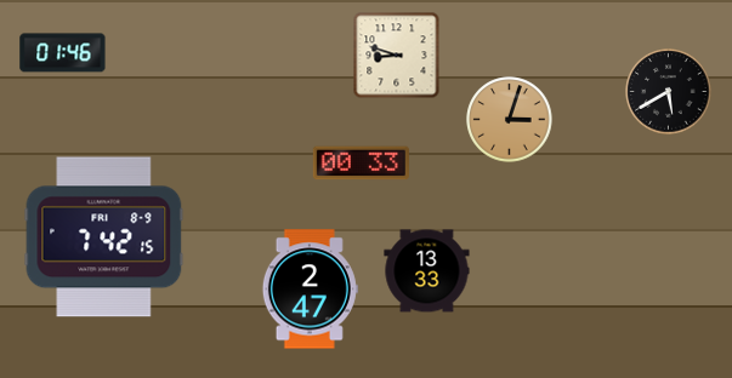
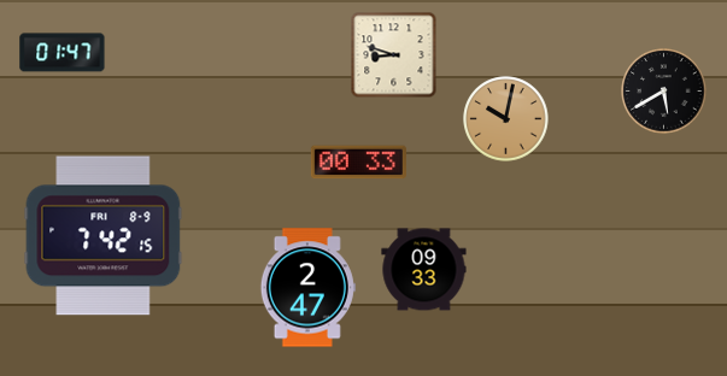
clock at (63, 53): 01:46 -> 01:47
clock at (510, 120): 3:03 -> 10:02
clock at (427, 271): 13:33 -> 09:33
